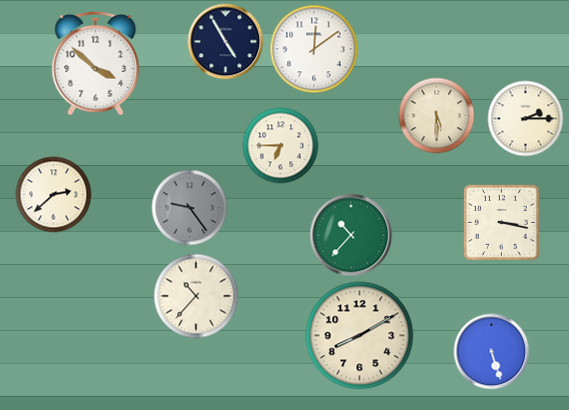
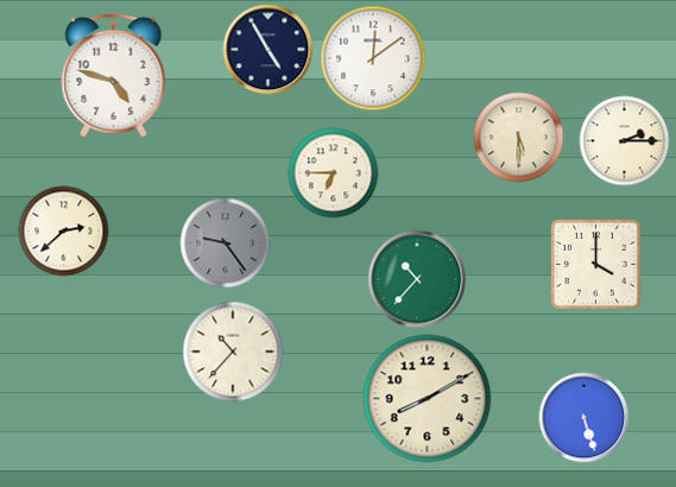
clock at (96, 63): 3:52 -> 4:48
clock at (190, 208) position: (190, 208) -> (226, 243)
clock at (501, 222): 3:17 -> 4:00
